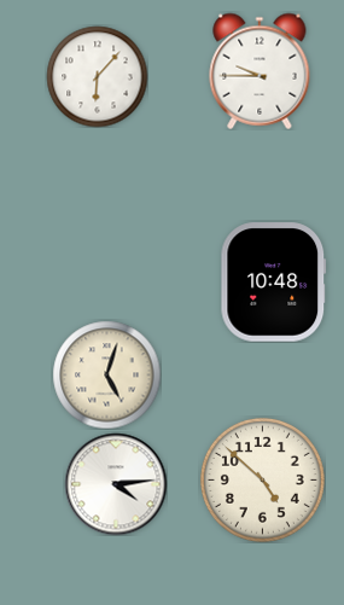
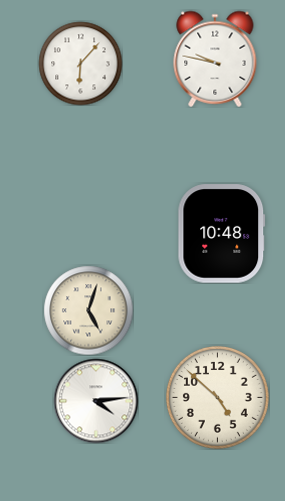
clock at (260, 71): 9:45 -> 9:47
clock at (274, 283) position: (274, 283) -> (222, 234)
